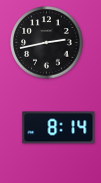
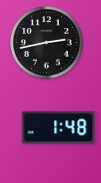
clock at (59, 128): 8:14 -> 1:48
